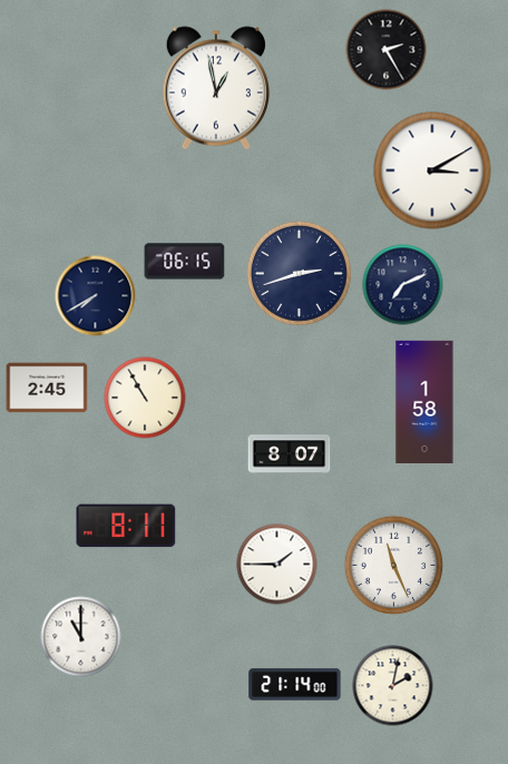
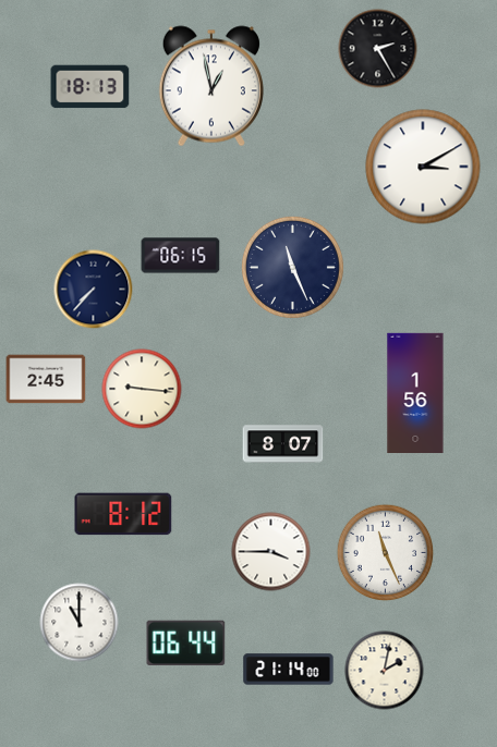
clock at (90, 87): none -> 18:13
clock at (299, 273): 2:42 -> 11:26
clock at (403, 285): 7:11 -> none
clock at (96, 296): 7:40 -> 7:37
clock at (145, 398): 10:55 -> 9:16
clock at (424, 401): 1:58 -> 1:56
clock at (126, 526): 8:11 -> 8:12
clock at (277, 565): 1:45 -> 3:45
clock at (186, 642): none -> 06:44
